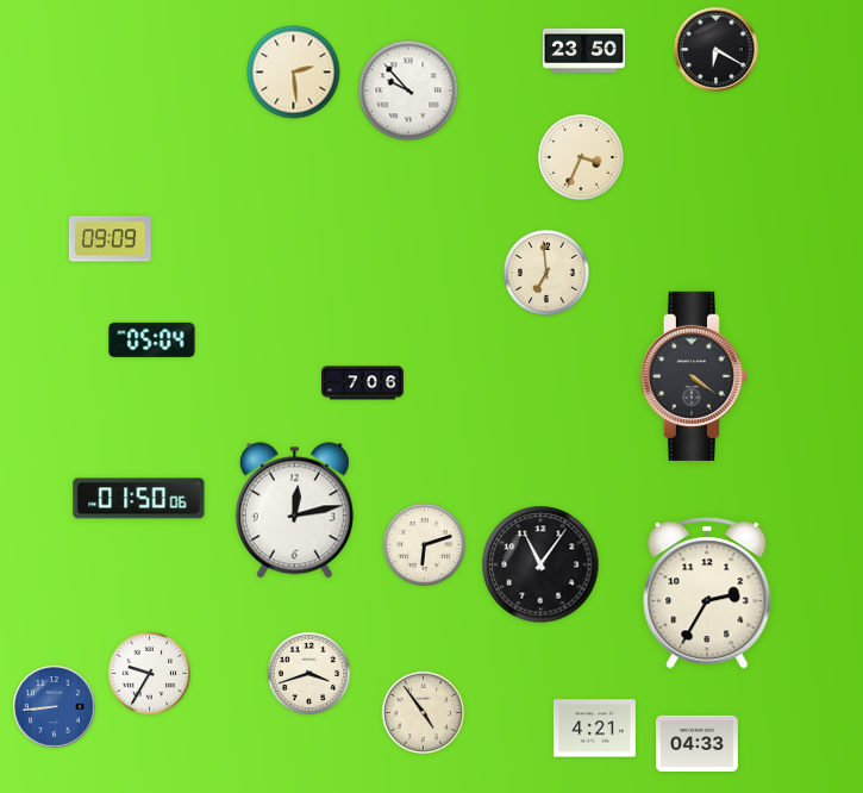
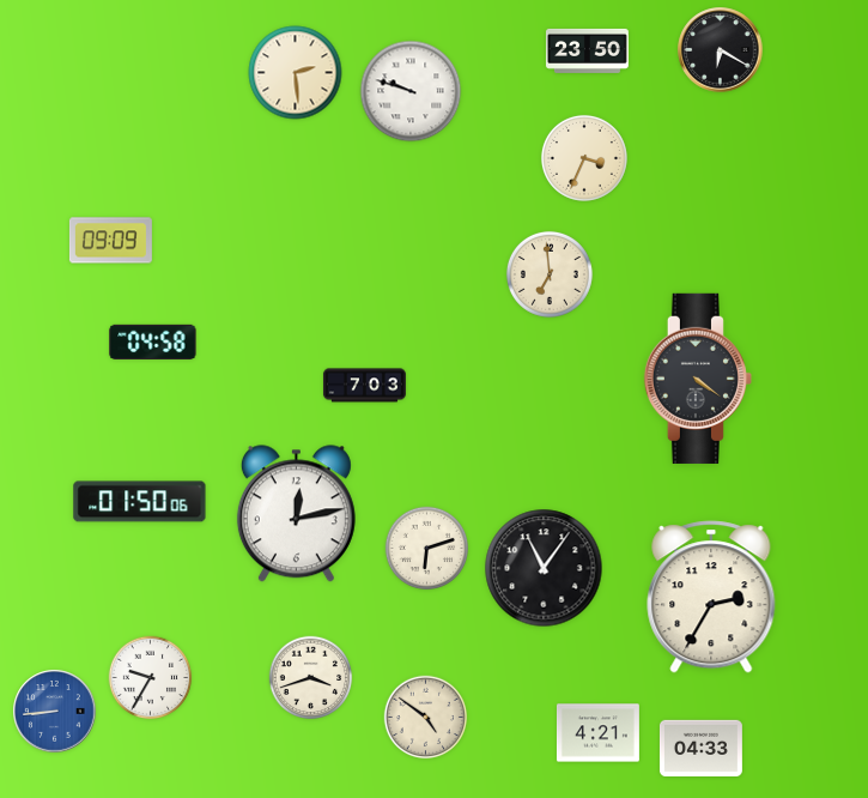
clock at (408, 90): 9:53 -> 9:48
clock at (152, 339): 05:04 -> 04:58
clock at (362, 383): 7:06 -> 7:03
clock at (424, 713): 4:54 -> 4:51
